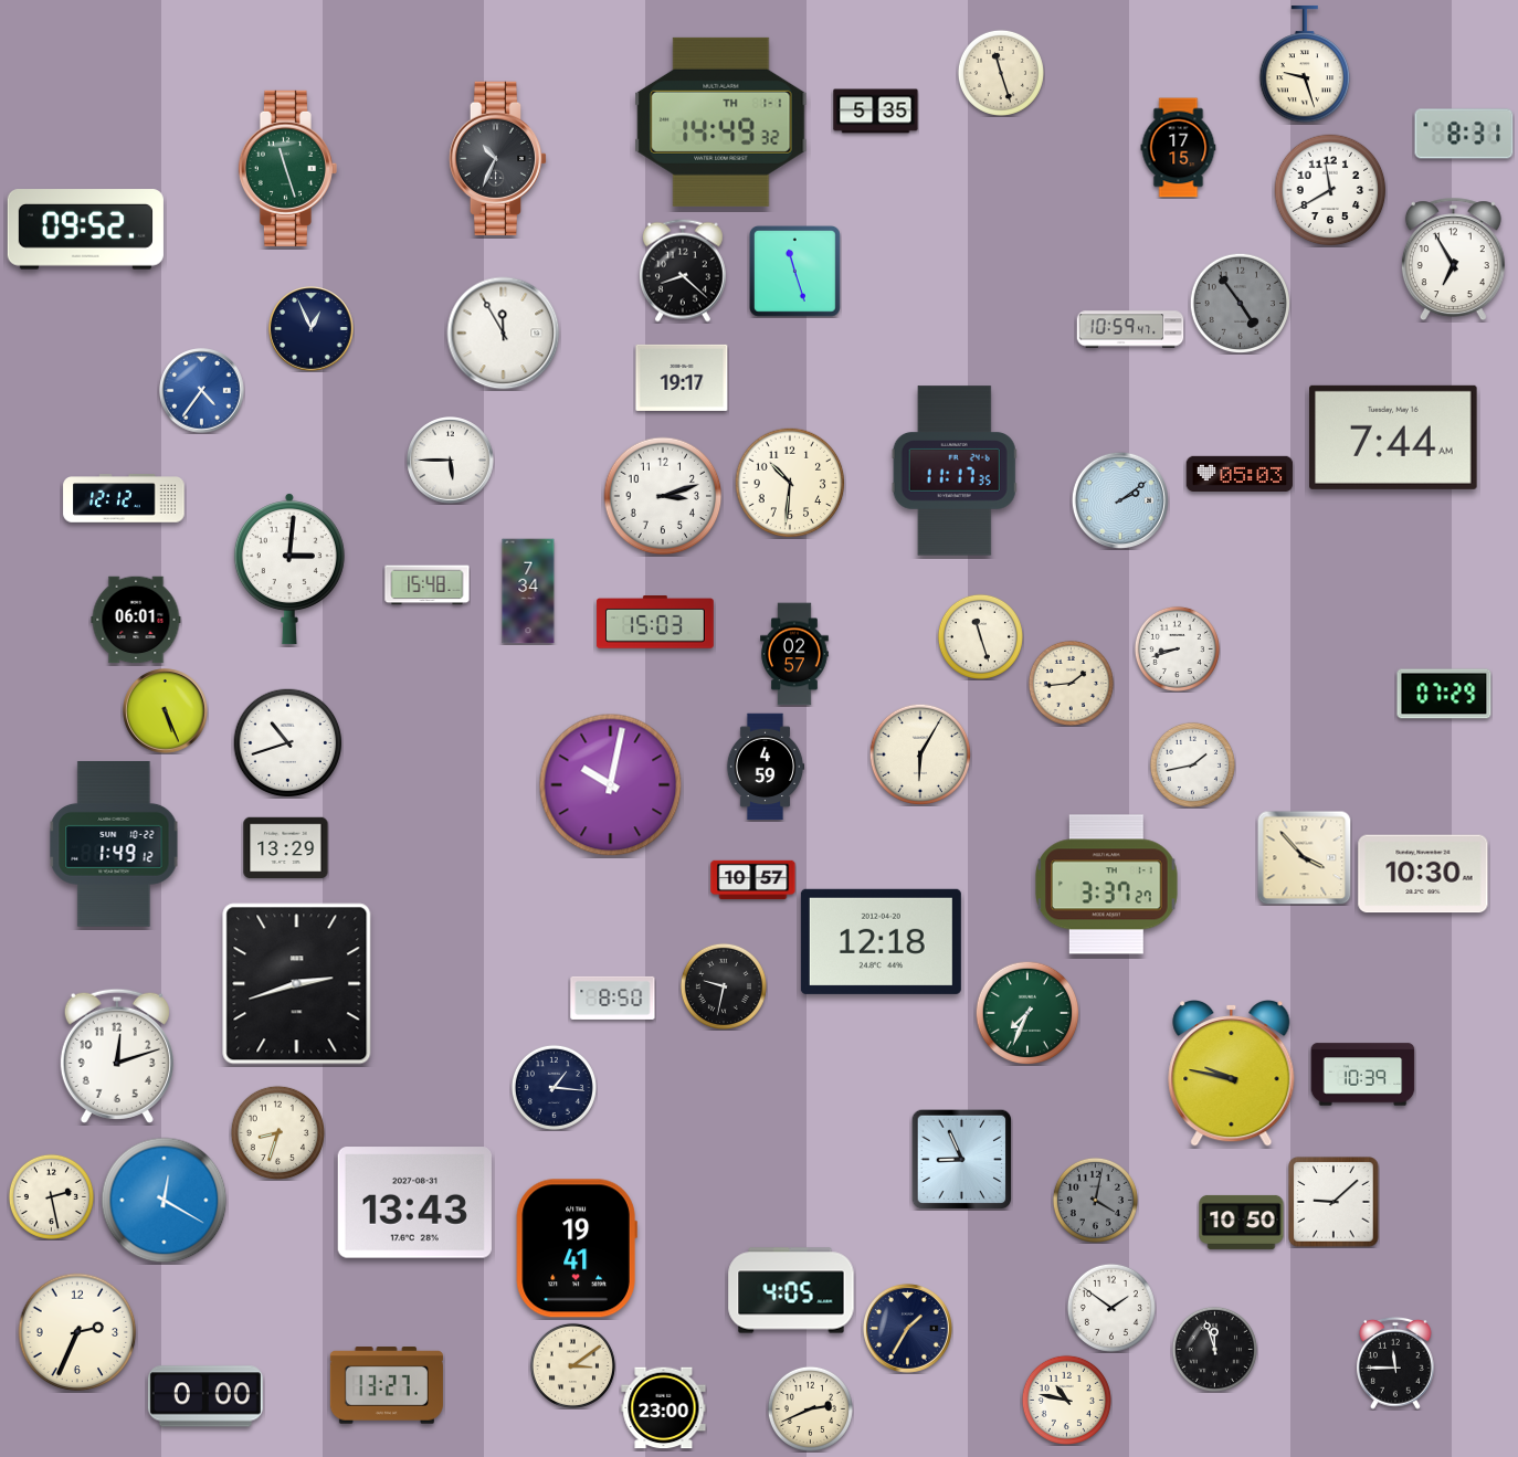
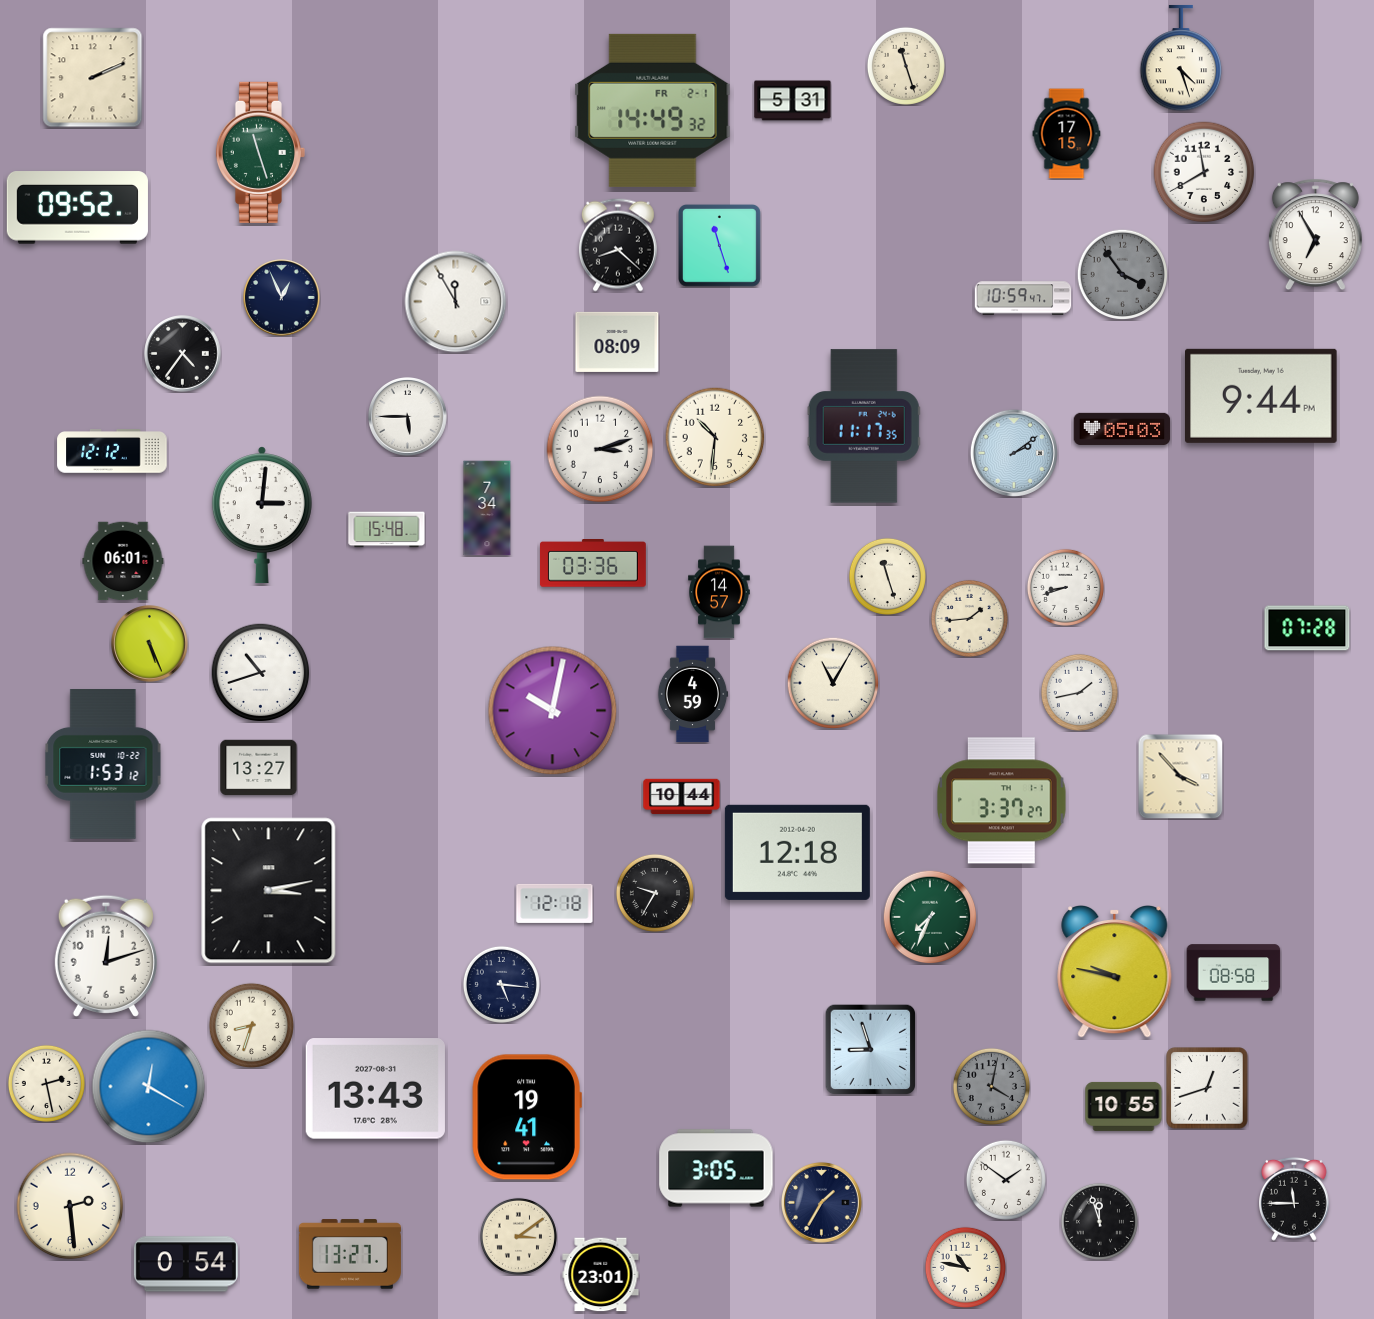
clock at (1305, 64): 9:27 -> 4:27
clock at (93, 78): none -> 2:11
clock at (876, 112): 5:35 -> 5:31
clock at (721, 122) date: TH 1-1 -> FR 2-1
clock at (1464, 134): 8:31 -> none
clock at (498, 158): 10:34 -> none
clock at (1240, 303): 4:54 -> 3:54
clock at (682, 378): 19:17 -> 08:09
clock at (202, 391) dial: blue -> black
clock at (1394, 437): 7:44 -> 9:44
clock at (528, 591) position: (528, 591) -> (487, 508)
clock at (655, 622): 15:03 -> 03:36
clock at (794, 654): 02:57 -> 14:57
clock at (1444, 694): 07:29 -> 07:28
clock at (920, 754): 6:05 -> 11:05
clock at (114, 845): 1:49 -> 1:53
clock at (286, 848): 13:29 -> 13:27
clock at (1423, 874): 10:30 -> none
clock at (753, 880): 10:57 -> 10:44
clock at (297, 984): 2:42 -> 3:13
clock at (724, 986): 9:32 -> 9:35
clock at (613, 997): 8:50 -> 12:18
clock at (1363, 1075): 10:39 -> 08:58
clock at (554, 1087): 1:16 -> 5:16
clock at (961, 1159): 8:56 -> 8:57
clock at (1333, 1202): 9:08 -> 12:42
clock at (1242, 1222): 10:50 -> 10:55
clock at (577, 1248) position: (577, 1248) -> (527, 1117)
clock at (791, 1290): 4:05 -> 3:05
clock at (1111, 1308) position: (1111, 1308) -> (1006, 1180)
clock at (77, 1332): 2:34 -> 2:29
clock at (1396, 1363) position: (1396, 1363) -> (1295, 1199)
clock at (205, 1396): 0:00 -> 0:54
clock at (664, 1408): 23:00 -> 23:01
clock at (810, 1408): 2:41 -> none
